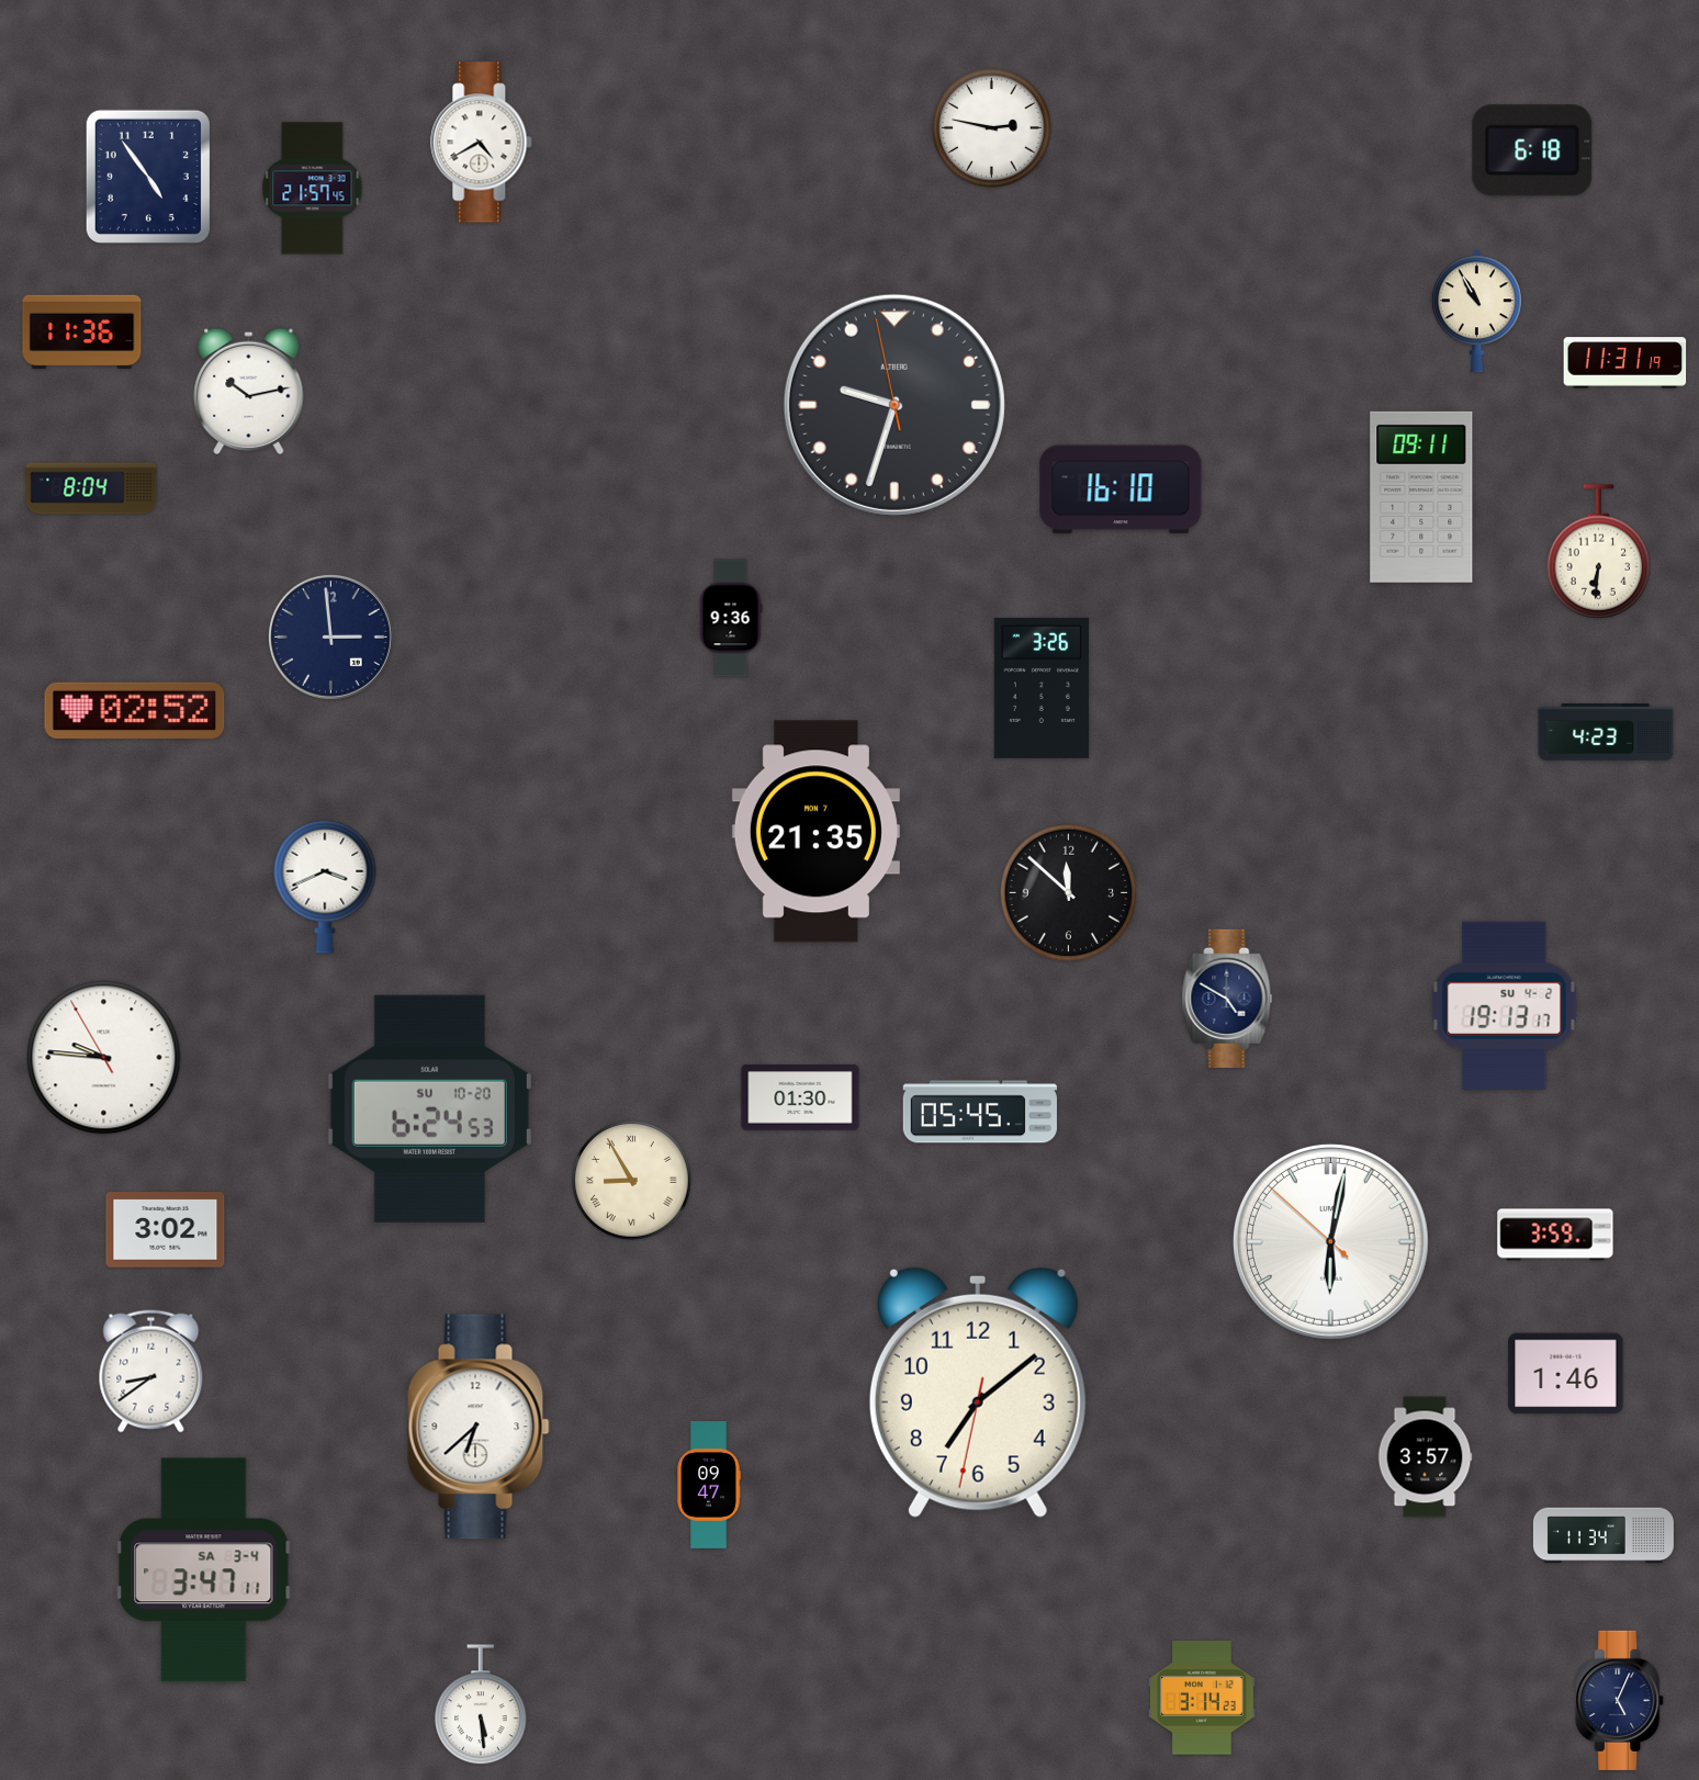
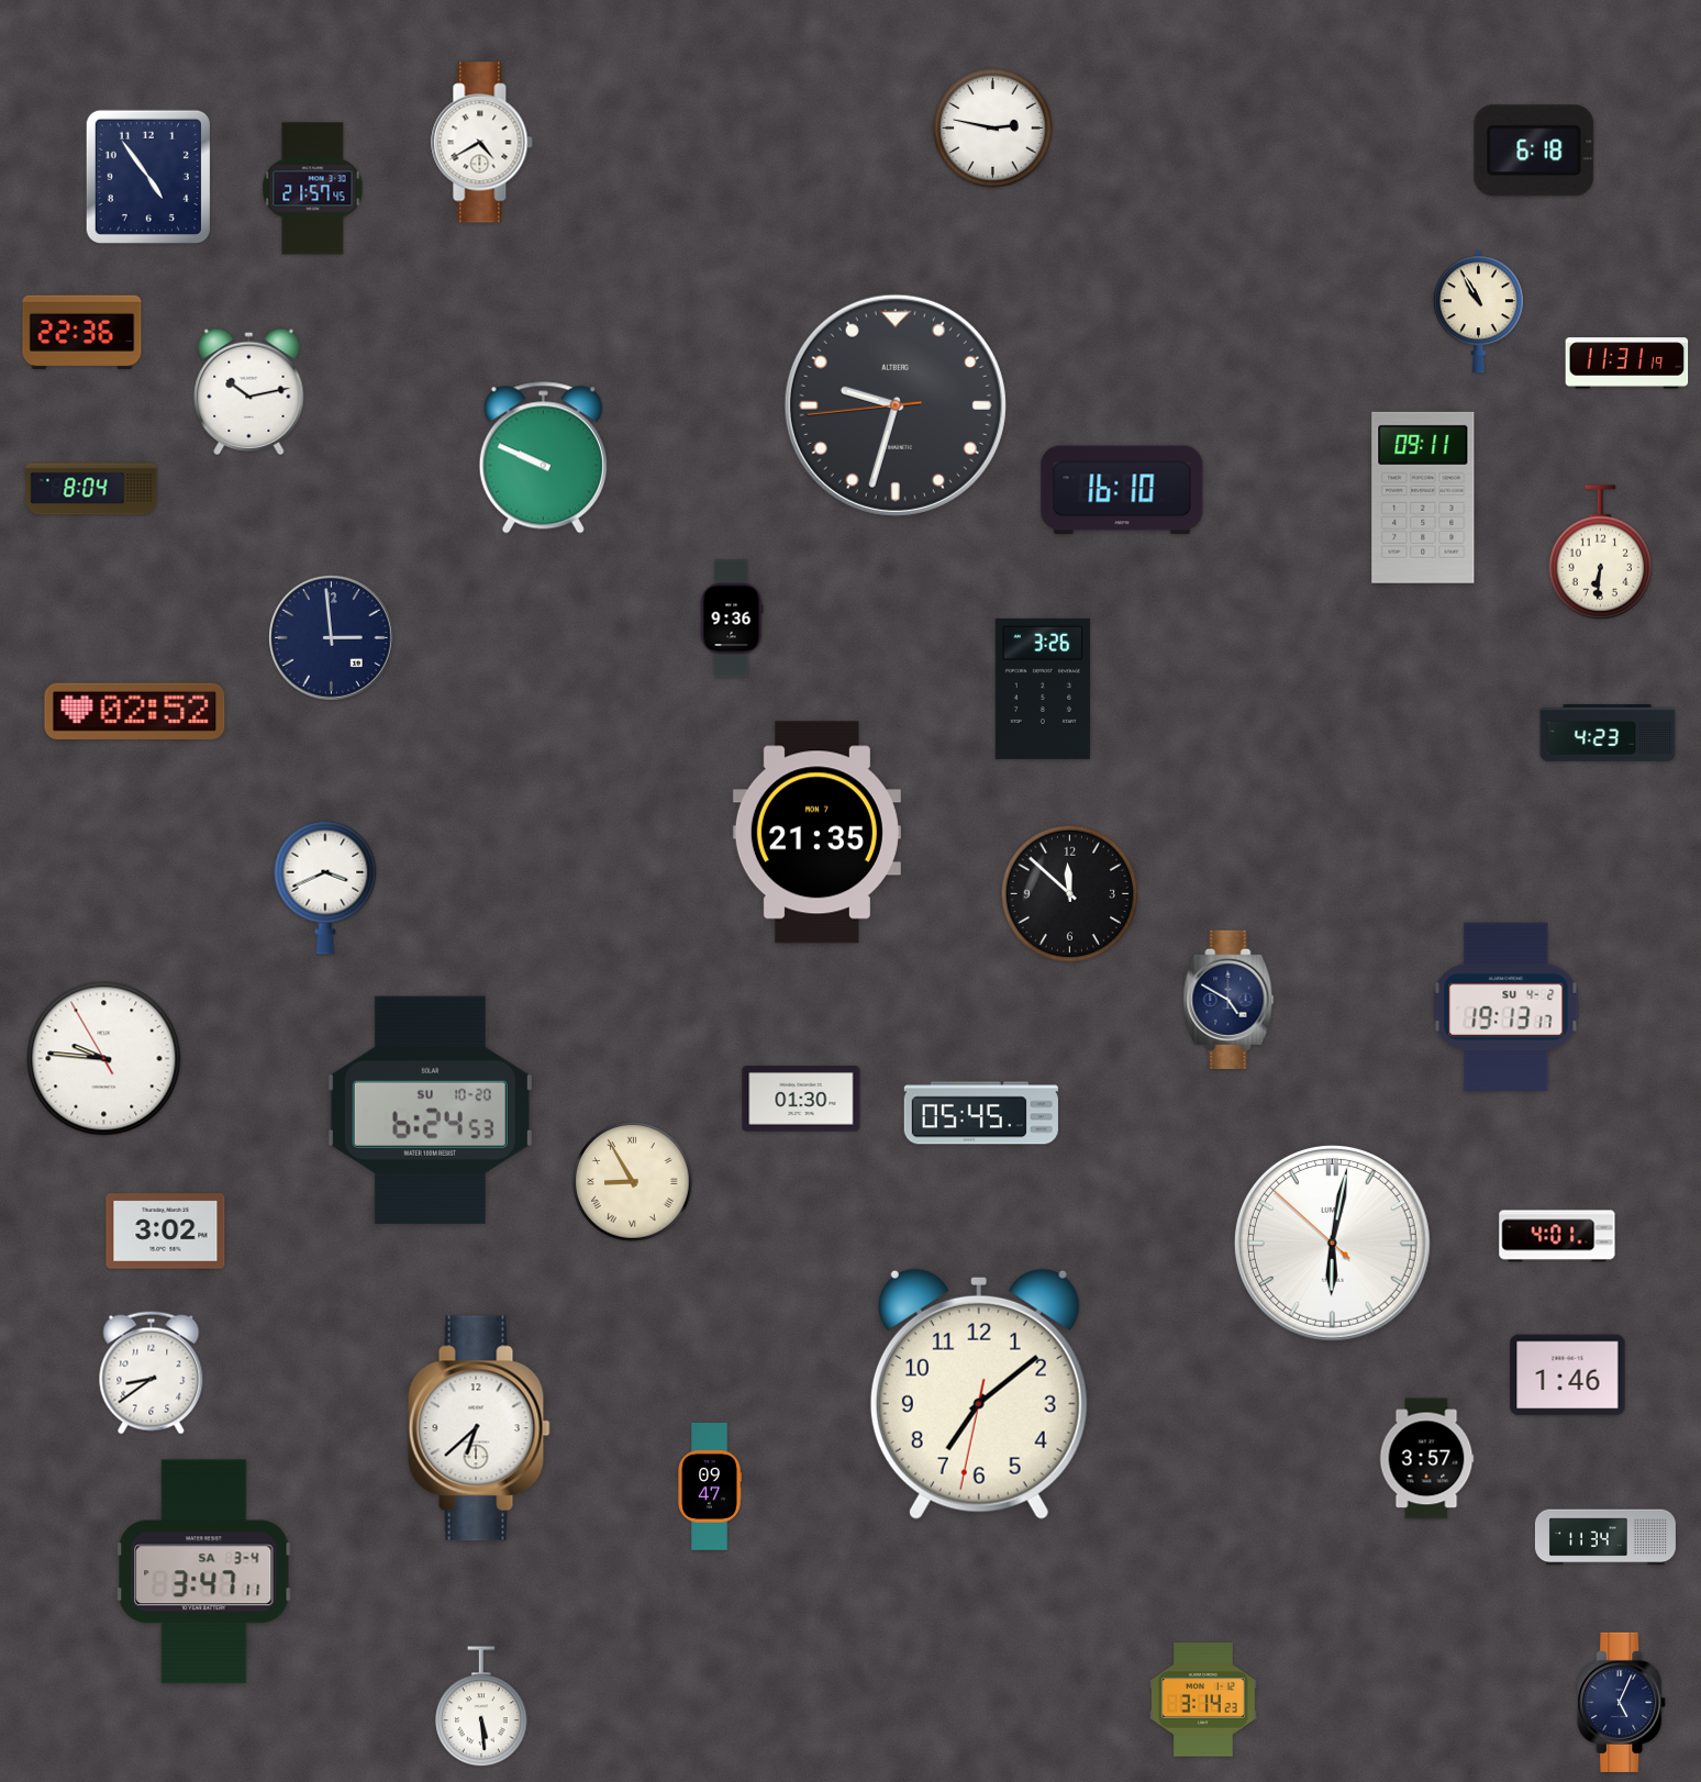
clock at (82, 333): 11:36 -> 22:36
clock at (894, 405): 9:32:58 -> 9:32:44
clock at (543, 458): none -> 9:49
clock at (1555, 1235): 3:59 -> 4:01
